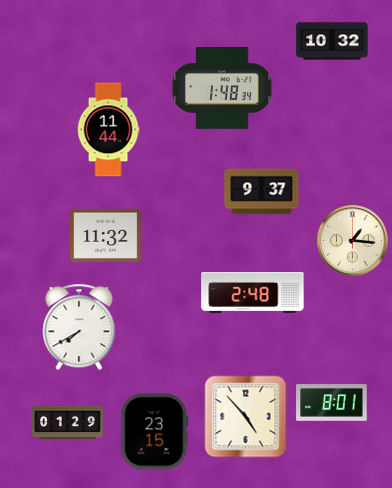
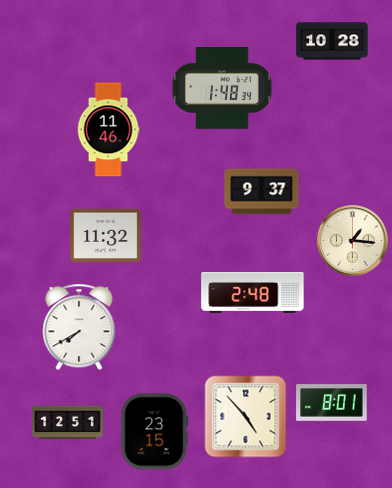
clock at (332, 41): 10:32 -> 10:28
clock at (108, 130): 11:44 -> 11:46
clock at (68, 423): 01:29 -> 12:51
